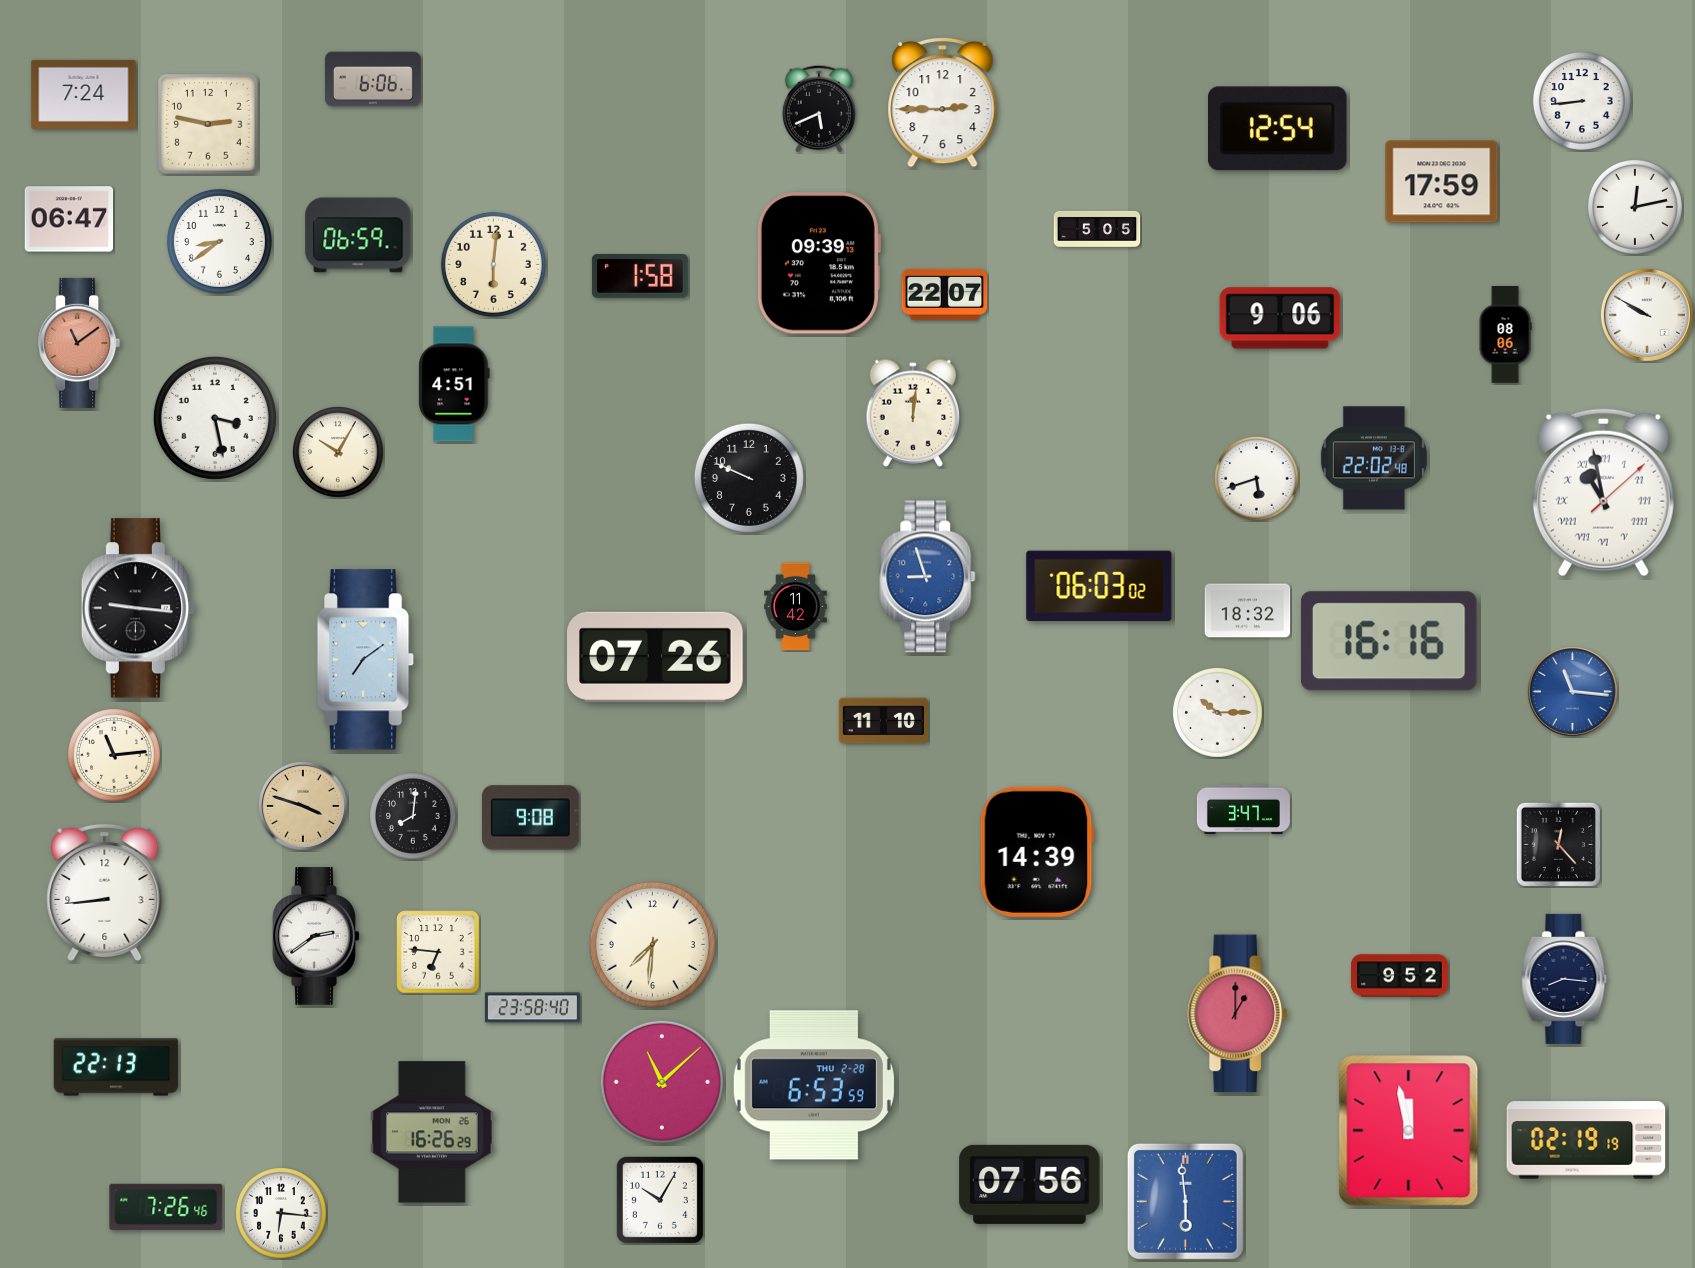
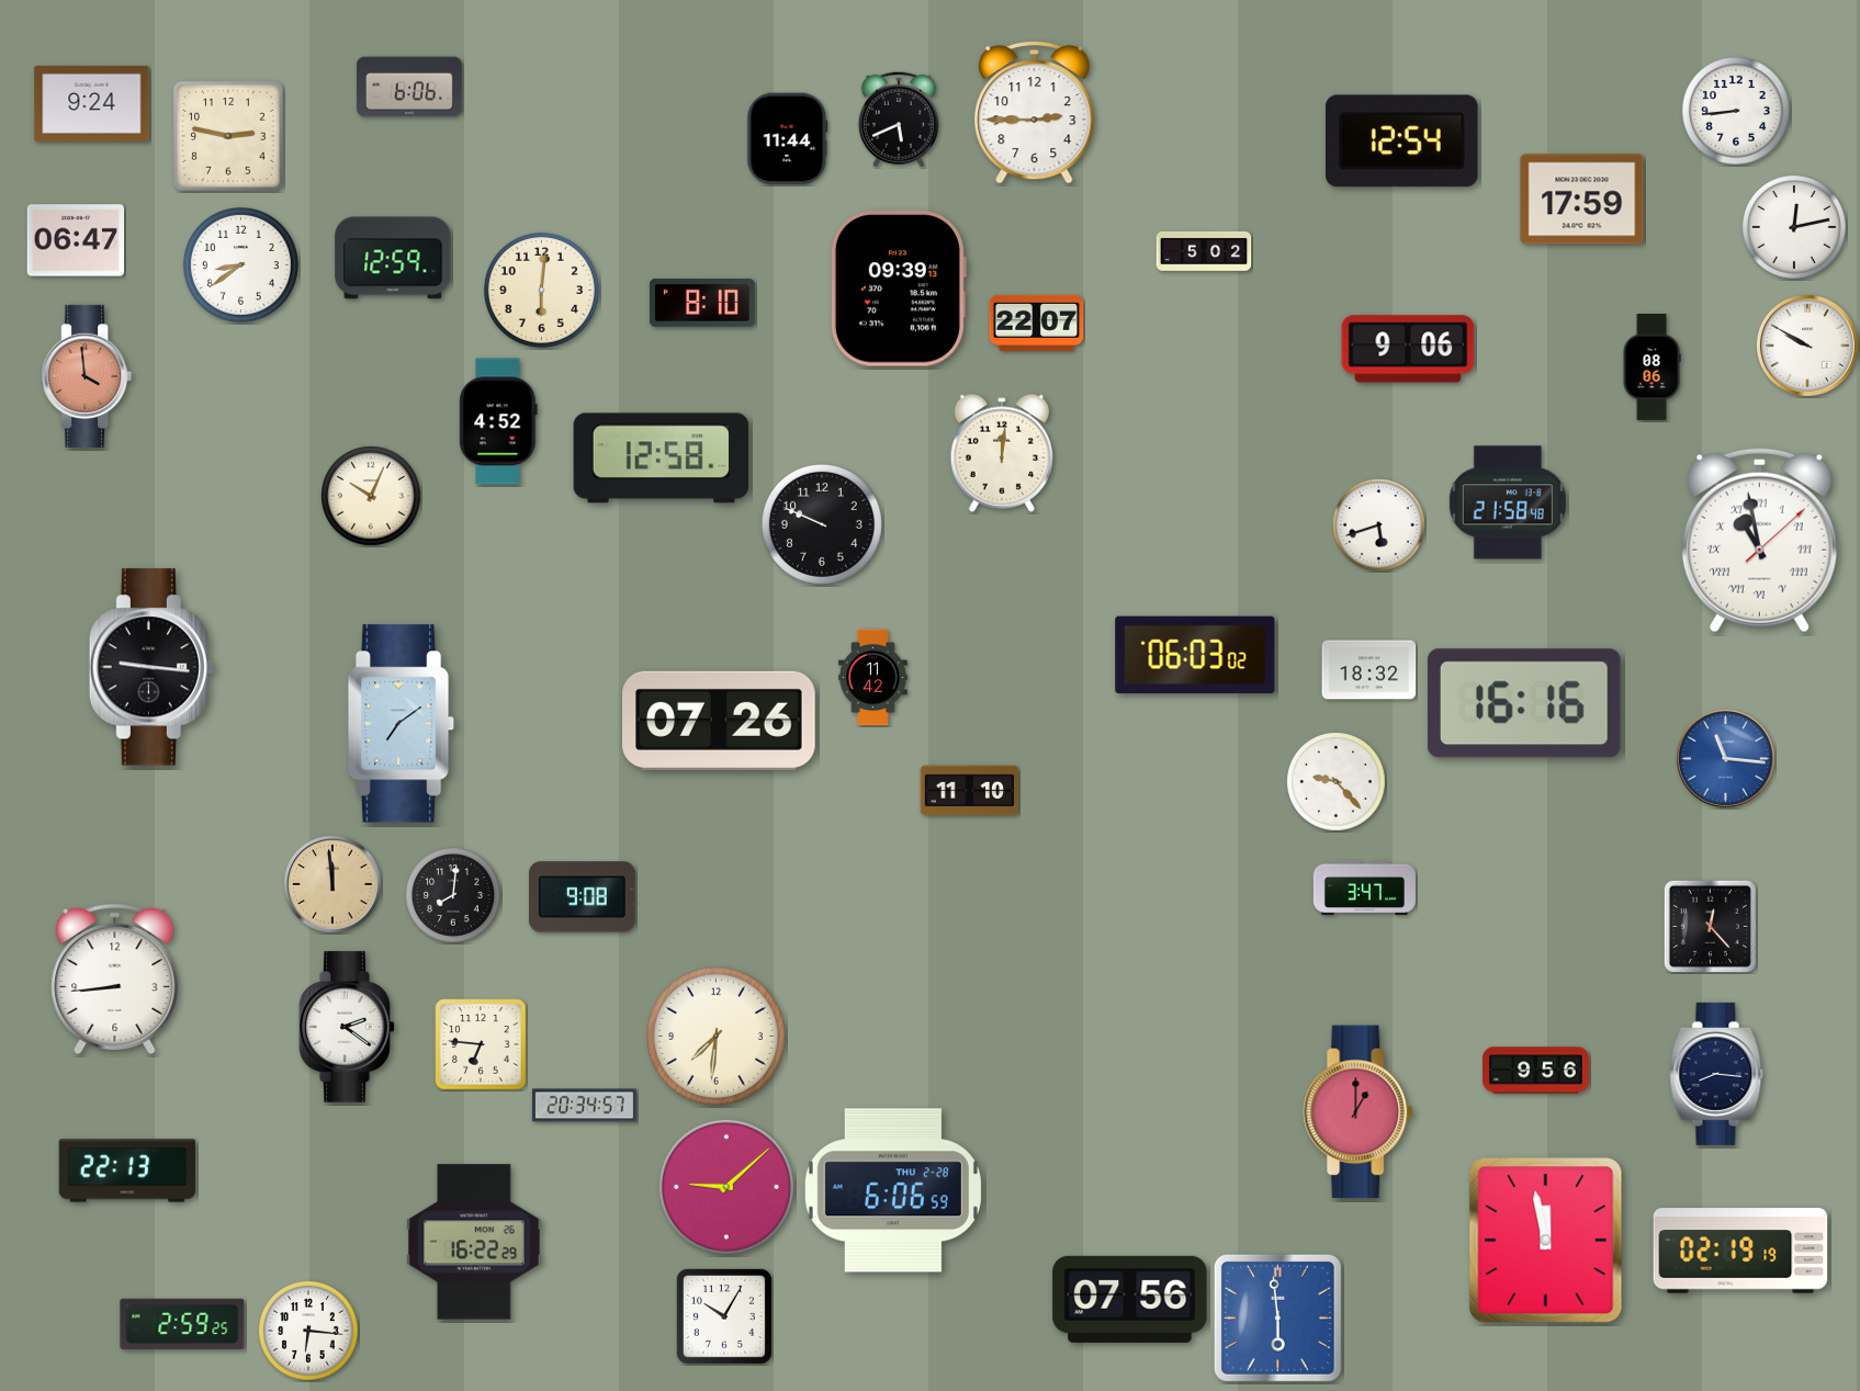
clock at (84, 94): 7:24 -> 9:24
clock at (788, 139): none -> 11:44
clock at (1097, 229): 5:05 -> 5:02
clock at (358, 235): 06:59 -> 12:59
clock at (640, 276): 1:58 -> 8:10
clock at (1280, 318) position: (1280, 318) -> (1408, 349)
clock at (79, 343): 11:09 -> 3:59
clock at (454, 384): 4:51 -> 4:52
clock at (215, 418): 3:28 -> none
clock at (662, 459): none -> 12:58
clock at (339, 453): 10:05 -> 10:04
clock at (1374, 458): 22:02 -> 21:58
clock at (928, 577): 8:57 -> none
clock at (1099, 585) position: (1099, 585) -> (1195, 654)
clock at (796, 607) position: (796, 607) -> (873, 678)
clock at (1218, 713): 10:15 -> 9:23
clock at (115, 756): 11:14 -> none
clock at (303, 806): 3:48 -> 11:59
clock at (1037, 852): 14:39 -> none
clock at (316, 936): 2:39 -> 2:21
clock at (1400, 976): 9:52 -> 9:56
clock at (532, 1008): 23:58 -> 20:34
clock at (662, 1082): 11:08 -> 9:08
clock at (814, 1085): 6:53 -> 6:06
clock at (432, 1132): 16:26 -> 16:22
clock at (1185, 1201) position: (1185, 1201) -> (1277, 1318)
clock at (166, 1207): 7:26 -> 2:59
